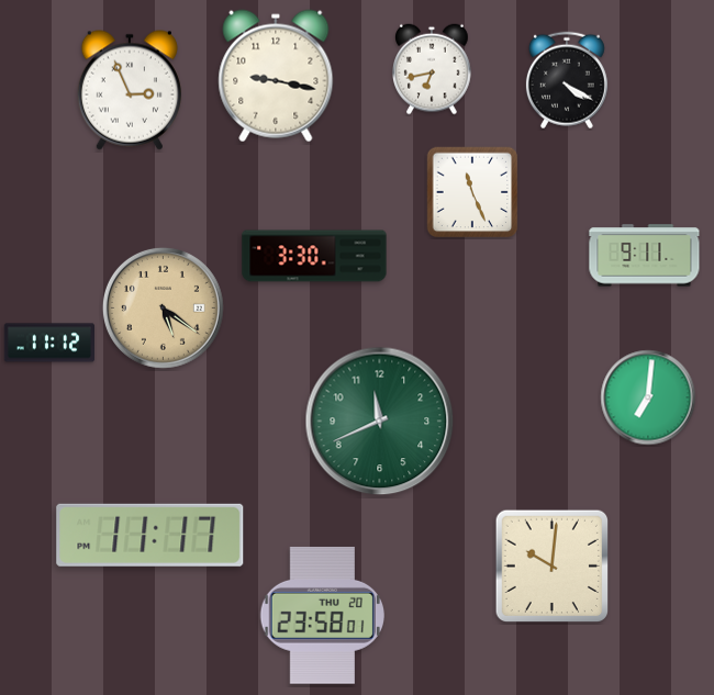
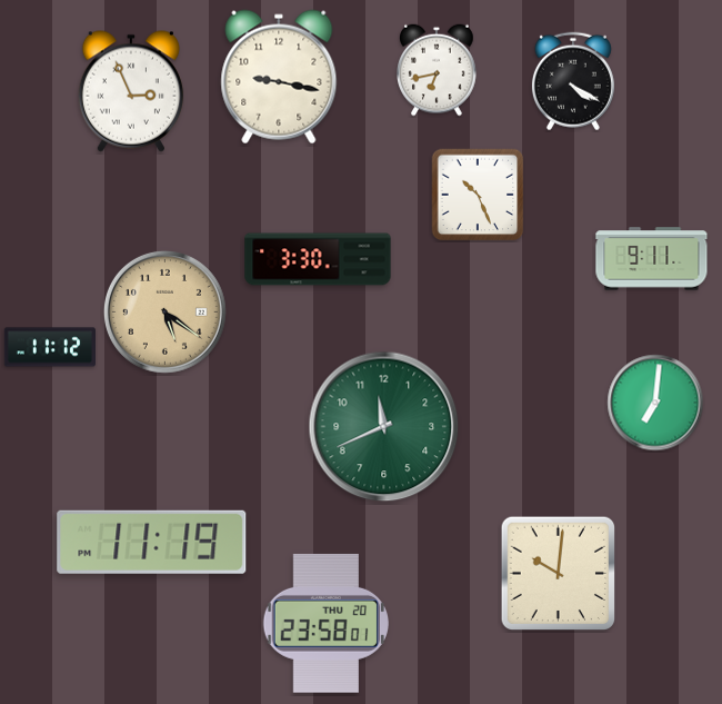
clock at (472, 192): 11:26 -> 10:26
clock at (150, 535): 11:17 -> 11:19
